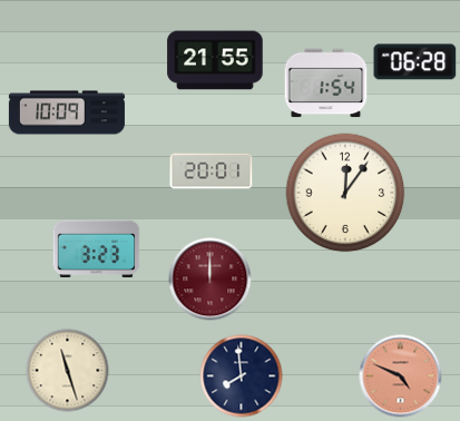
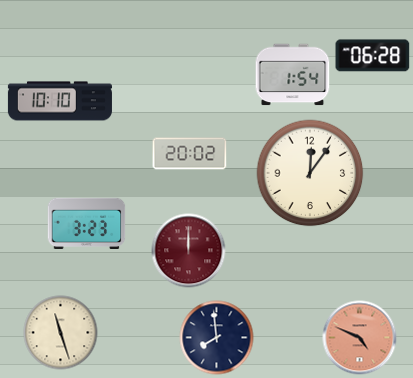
clock at (215, 60): 21:55 -> none
clock at (67, 112): 10:09 -> 10:10
clock at (212, 172): 20:01 -> 20:02
